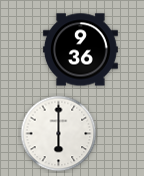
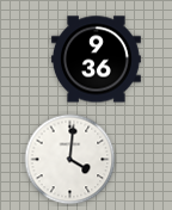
clock at (59, 134): 6:00 -> 4:01
